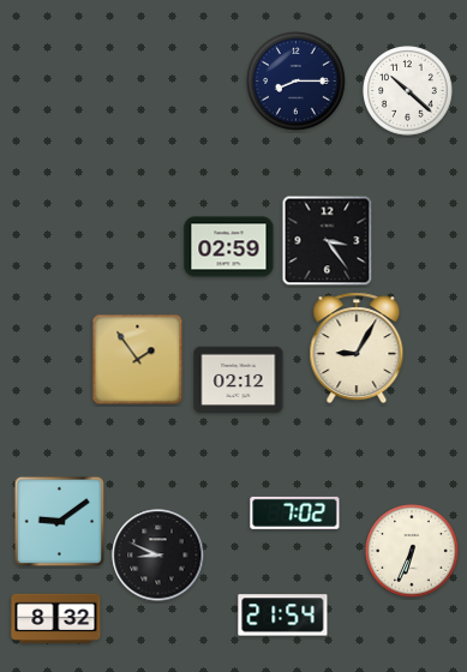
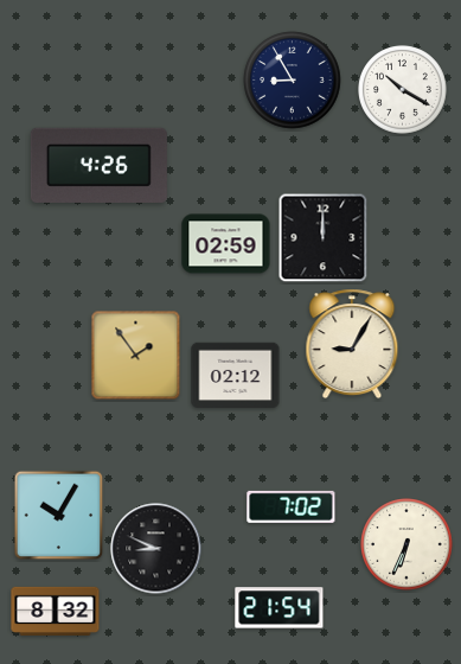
clock at (297, 82): 8:15 -> 8:55
clock at (408, 91): 10:22 -> 10:20
clock at (98, 165): none -> 4:26
clock at (328, 241): 3:24 -> 12:00
clock at (60, 522): 9:09 -> 10:05
